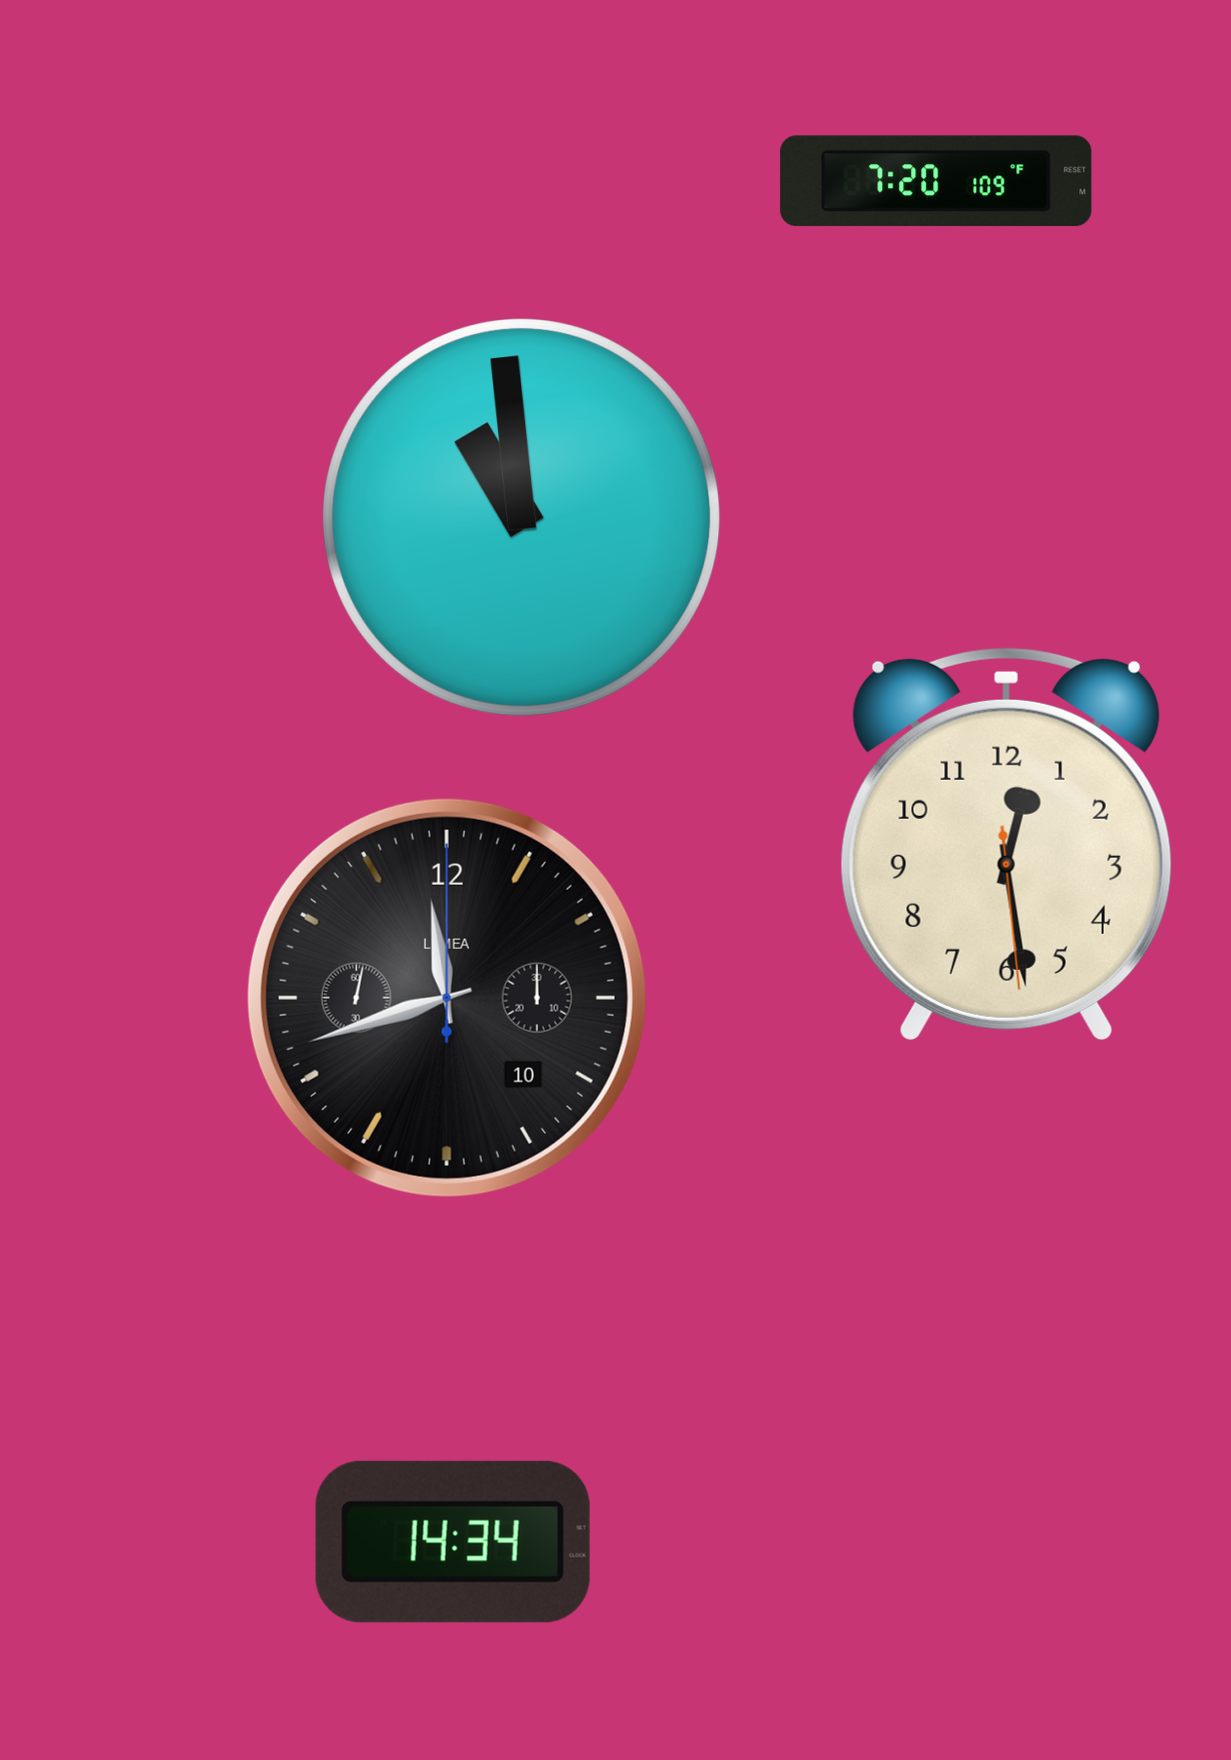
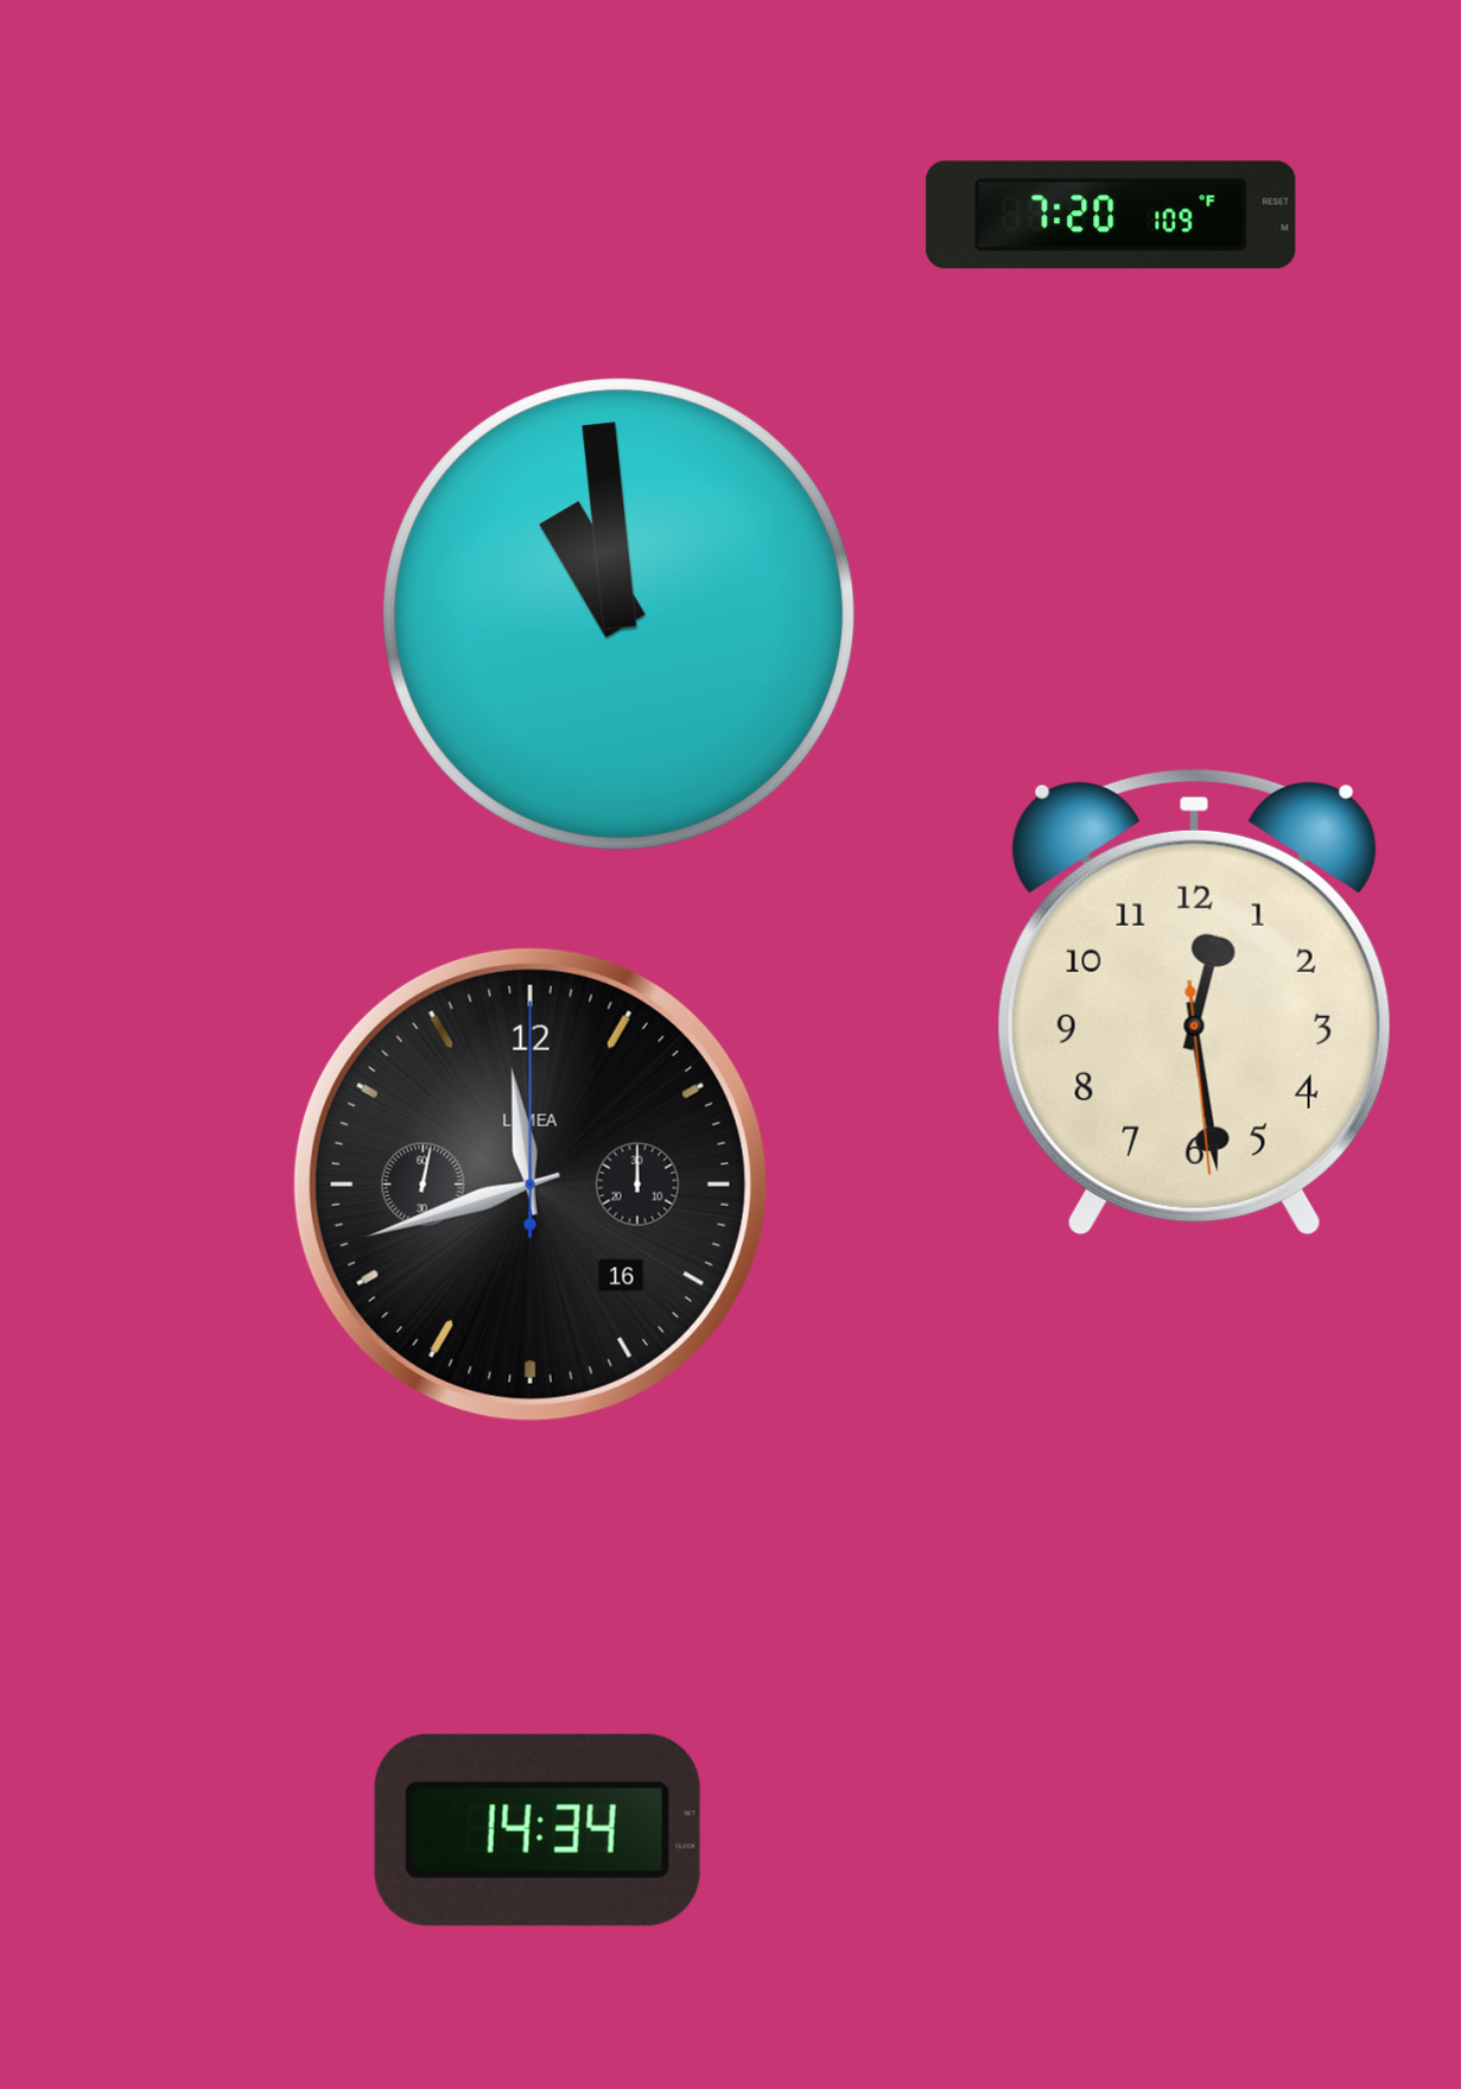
clock at (447, 998) date: 10 -> 16
